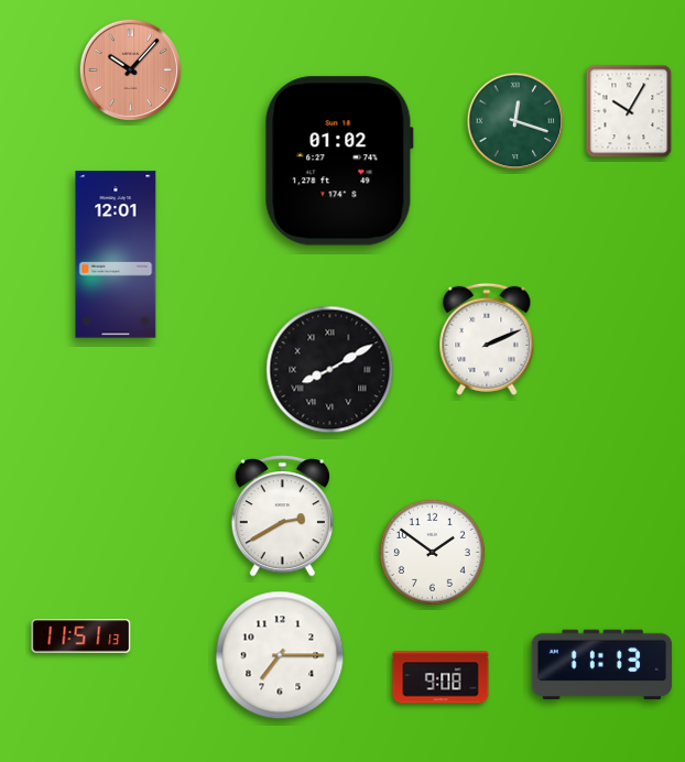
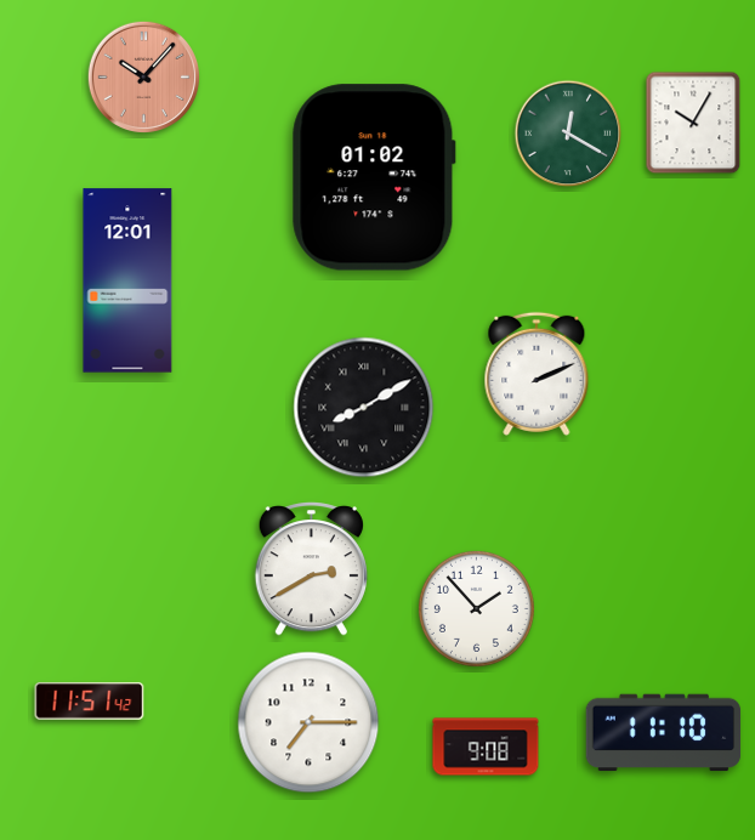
clock at (515, 121): 12:18 -> 12:20
clock at (432, 552): 1:51 -> 1:53
clock at (81, 636): 11:51:13 -> 11:51:42
clock at (602, 665): 11:13 -> 11:10
